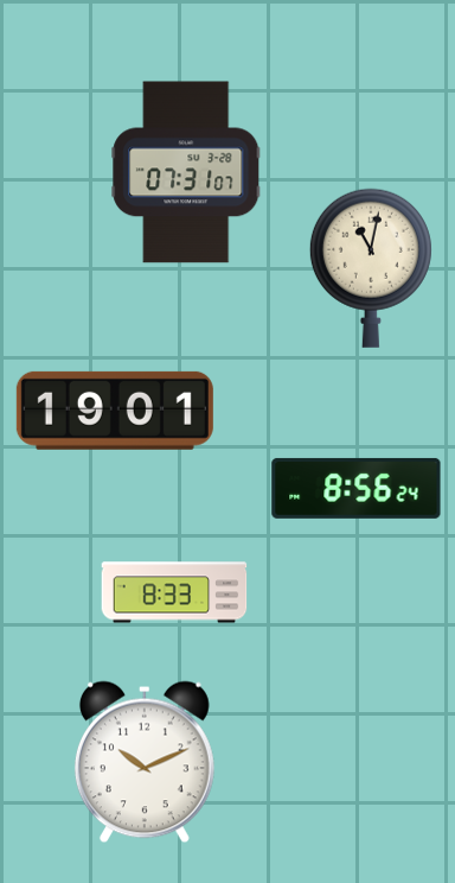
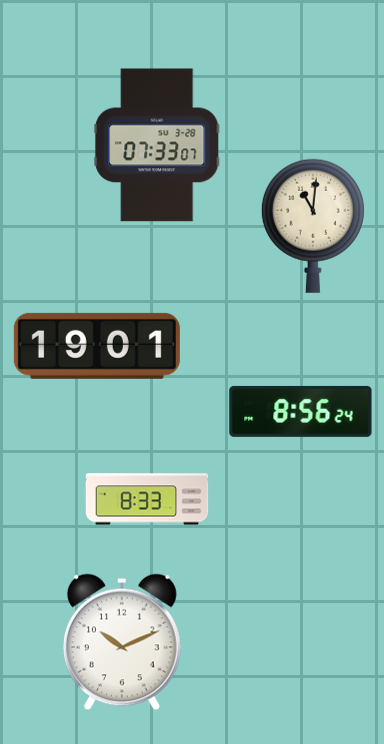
clock at (186, 172): 07:31 -> 07:33
clock at (371, 268): 11:02 -> 11:01
